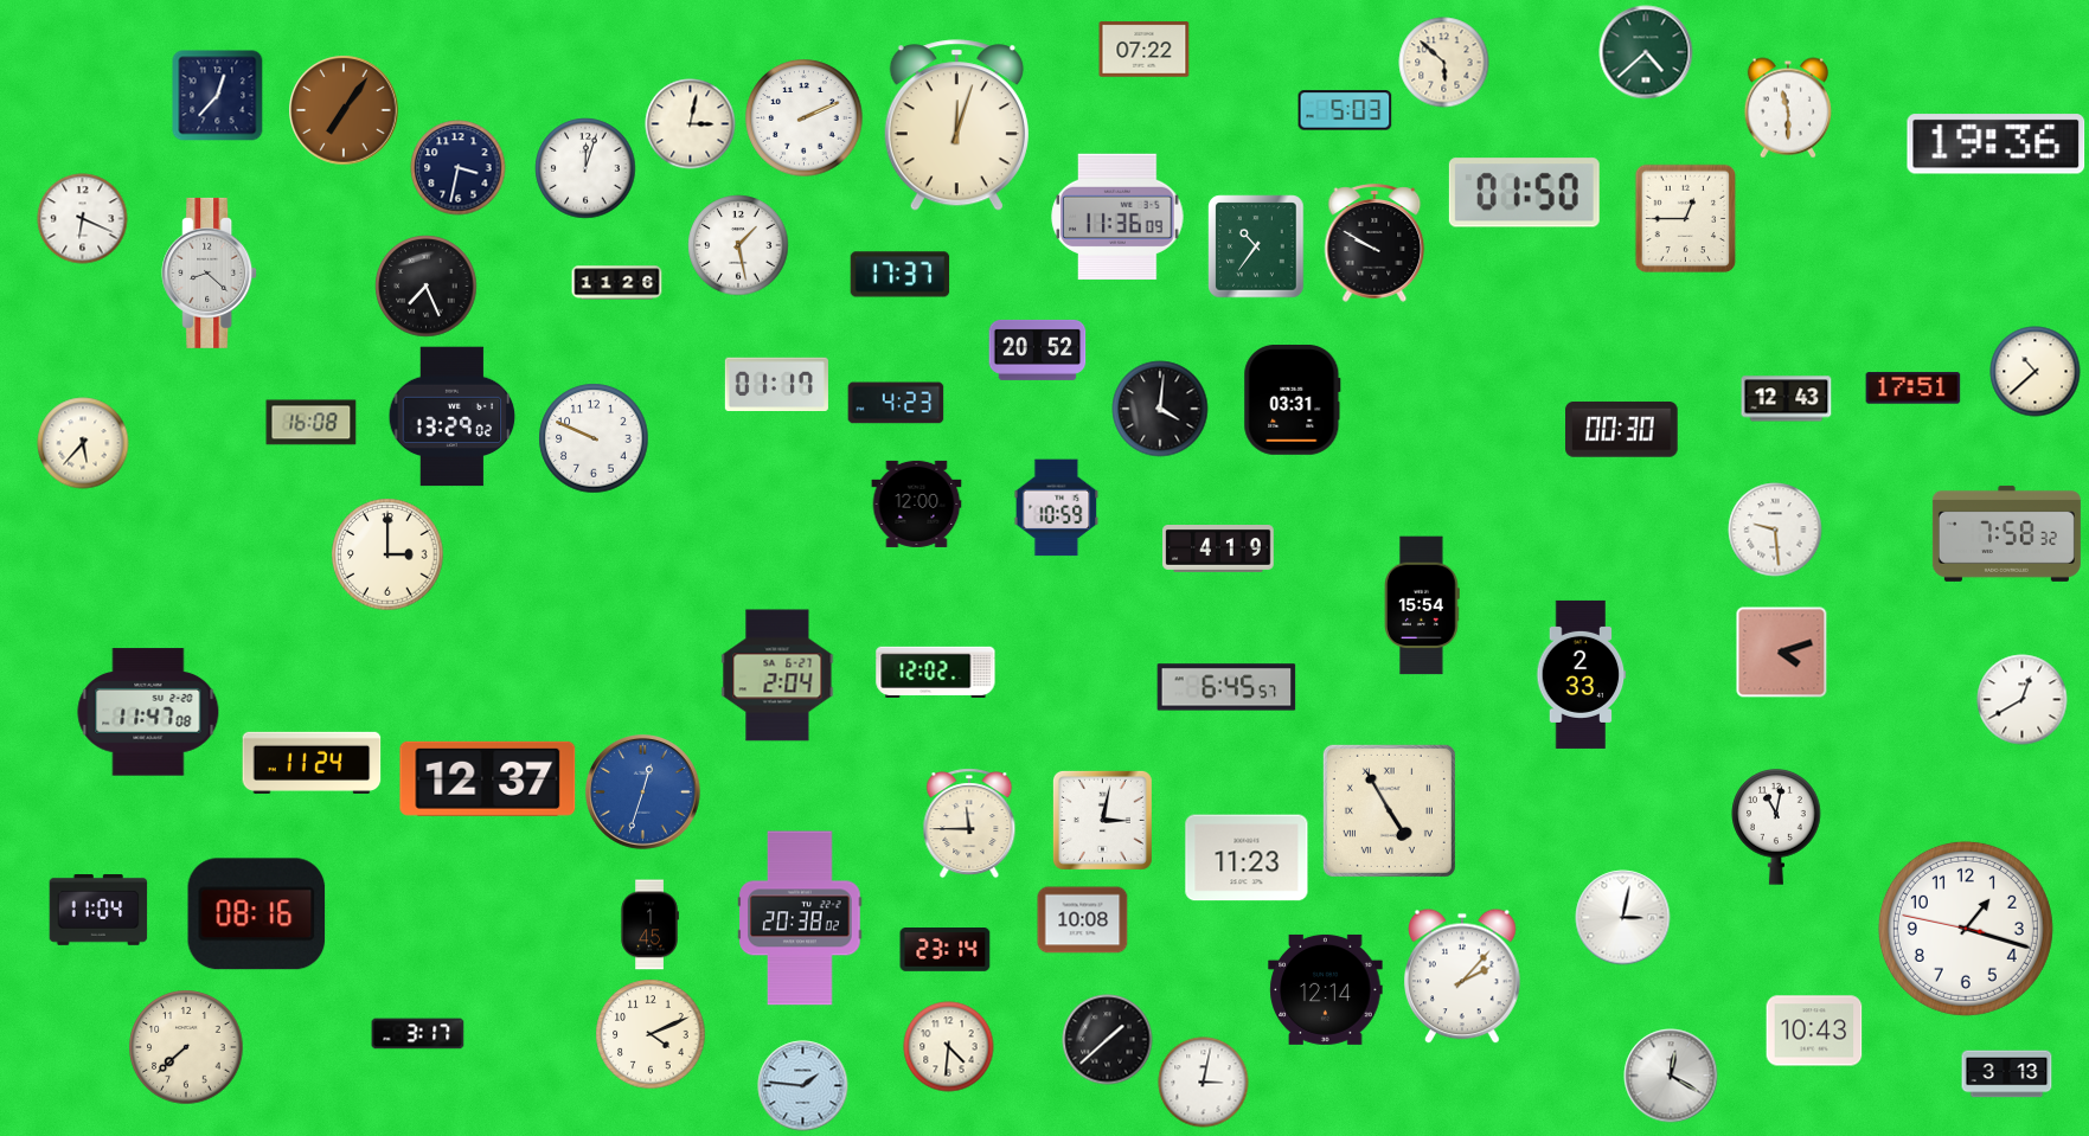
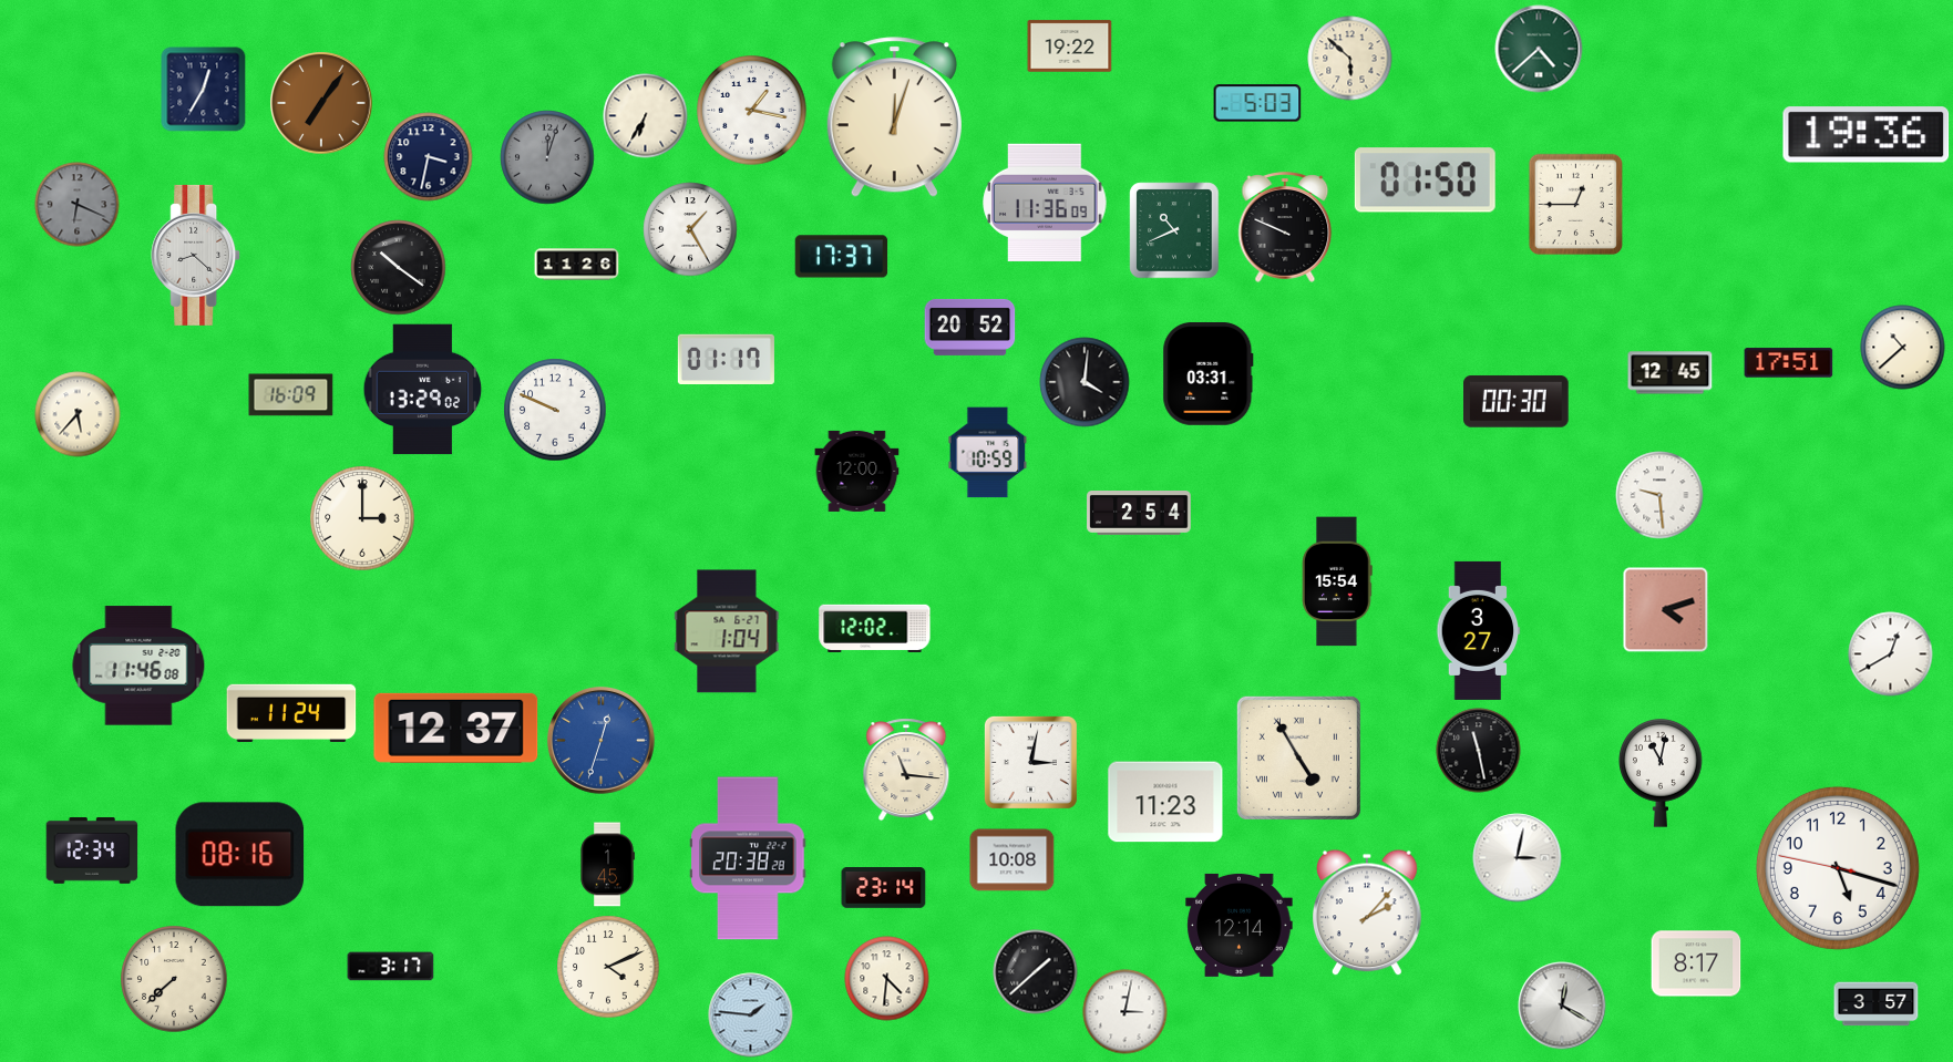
clock at (1145, 50): 07:22 -> 19:22
clock at (218, 96): 12:37 -> 12:35
clock at (1787, 108): 11:30 -> none
clock at (805, 118): 2:11 -> 1:17
clock at (691, 124): 3:02 -> 6:35
clock at (585, 168) dial: white -> grey
clock at (83, 219) dial: white -> grey
clock at (1374, 243): 9:50 -> 9:49
clock at (738, 245): 1:28 -> 1:25
clock at (1256, 246): 10:36 -> 10:41
clock at (427, 287): 7:26 -> 10:21
clock at (1787, 399): 12:43 -> 12:45
clock at (896, 403): 4:23 -> none
clock at (312, 423): 16:08 -> 16:09
clock at (1057, 508) position: (1057, 508) -> (988, 453)
clock at (2006, 533): 7:58 -> none
clock at (1218, 550): 4:19 -> 2:54
clock at (1423, 605) position: (1423, 605) -> (1338, 581)
clock at (1582, 674): 2:33 -> 3:27
clock at (777, 675): 2:04 -> 1:04
clock at (1226, 687): 6:45 -> none
clock at (148, 712): 11:47 -> 11:46
clock at (1479, 751): none -> 11:28
clock at (1102, 820) position: (1102, 820) -> (1030, 762)
clock at (969, 823): 11:45 -> 11:16
clock at (98, 911): 11:04 -> 12:34
clock at (800, 918): 20:38:02 -> 20:38:28
clock at (1966, 929): 1:17 -> 5:17
clock at (1814, 1031): 10:43 -> 8:17
clock at (2007, 1074): 3:13 -> 3:57
